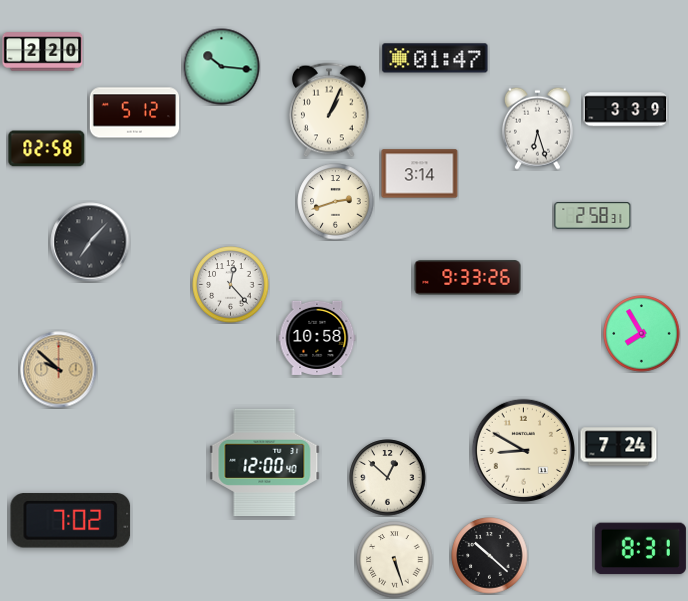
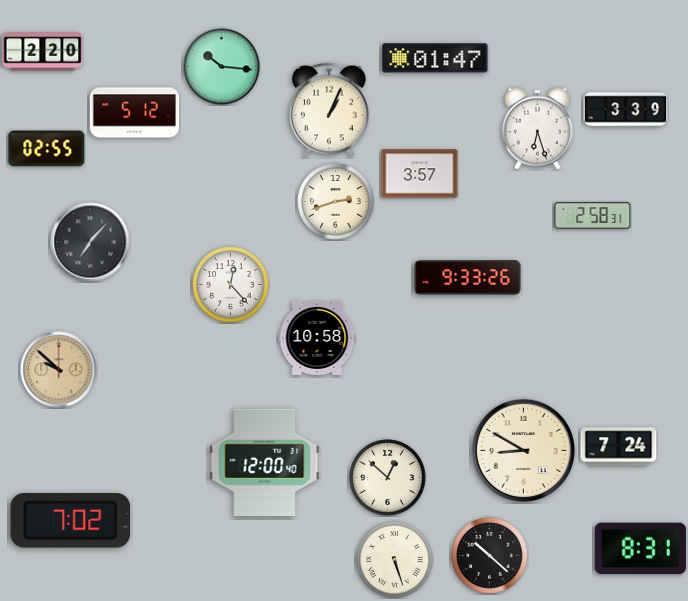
clock at (47, 149): 02:58 -> 02:55
clock at (420, 174): 3:14 -> 3:57
clock at (642, 334): 7:55 -> none
